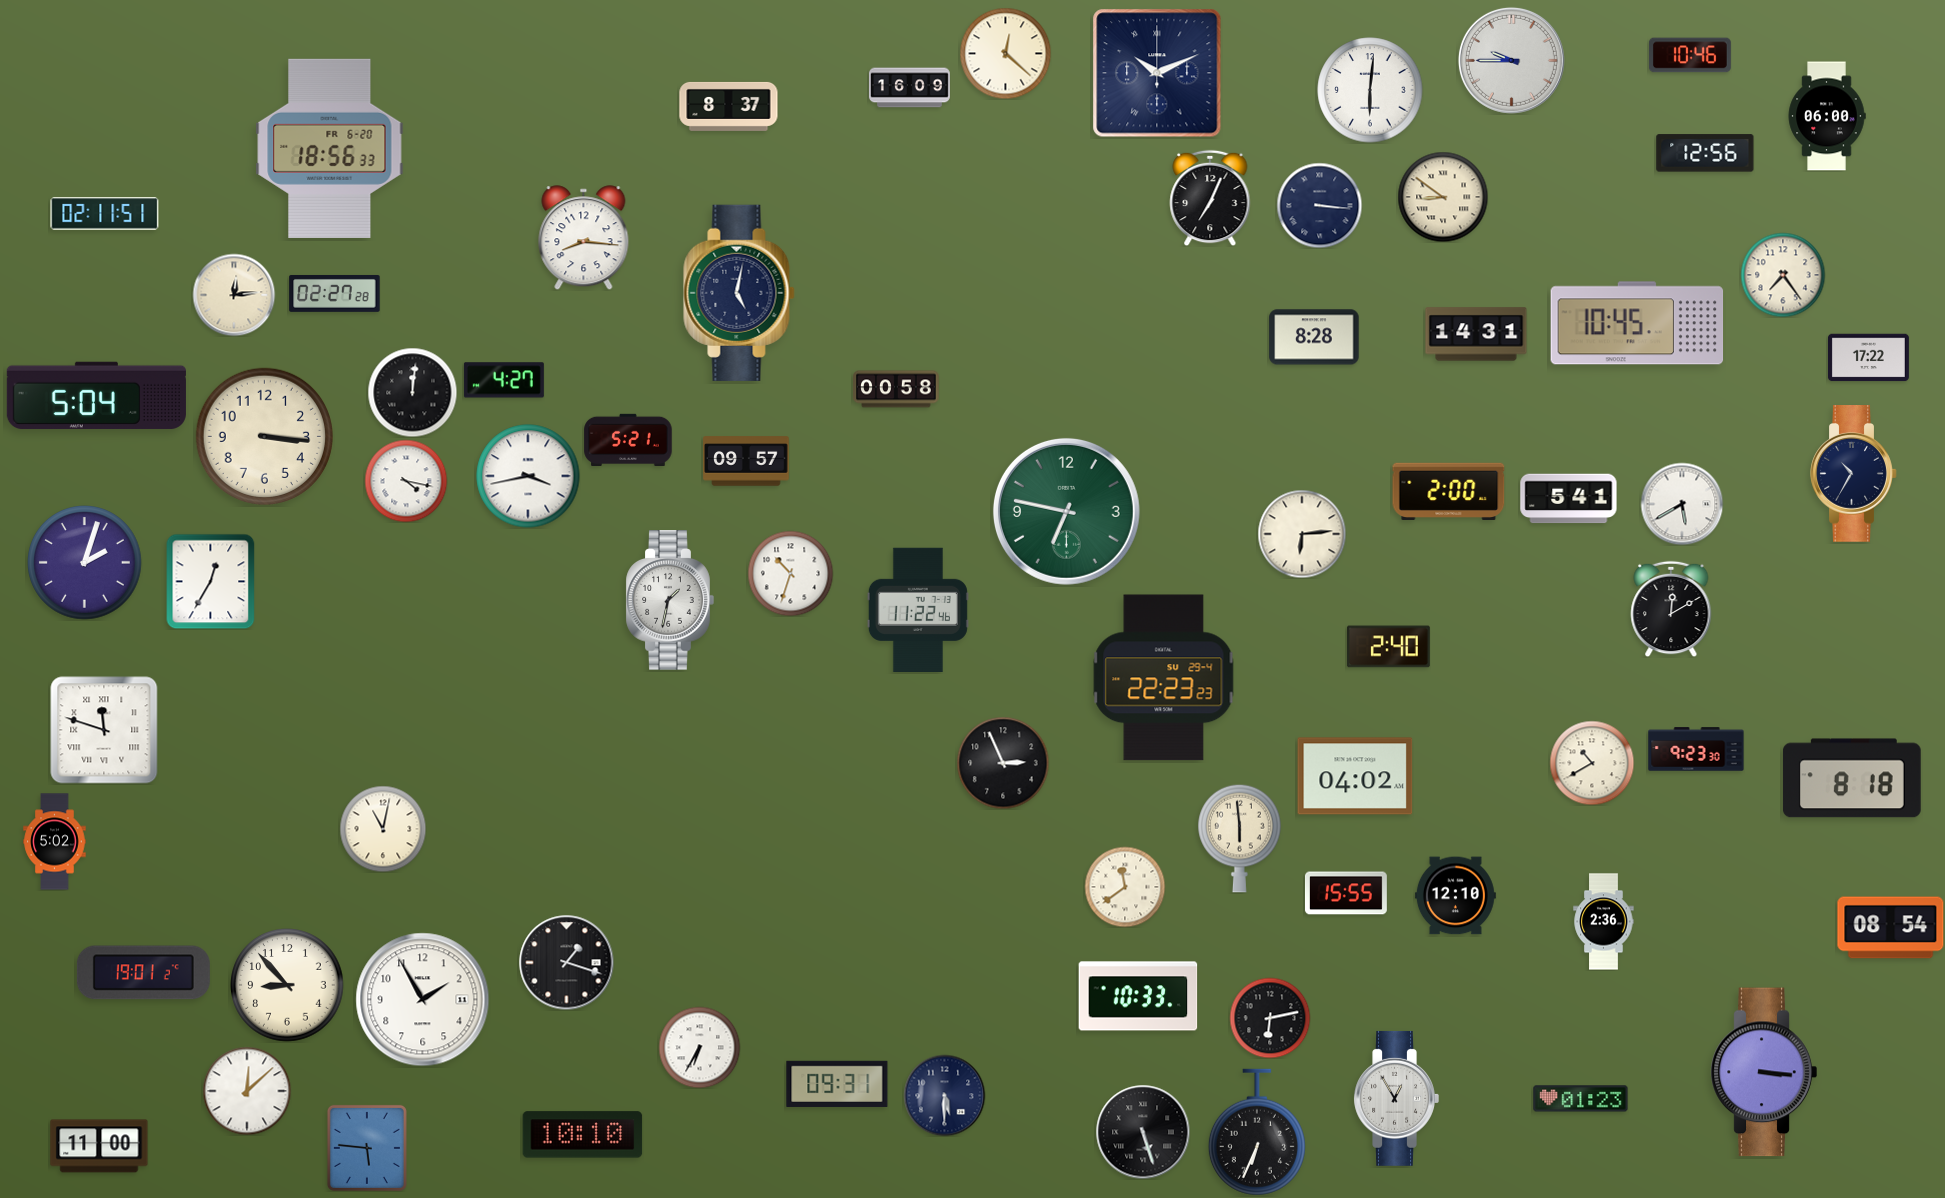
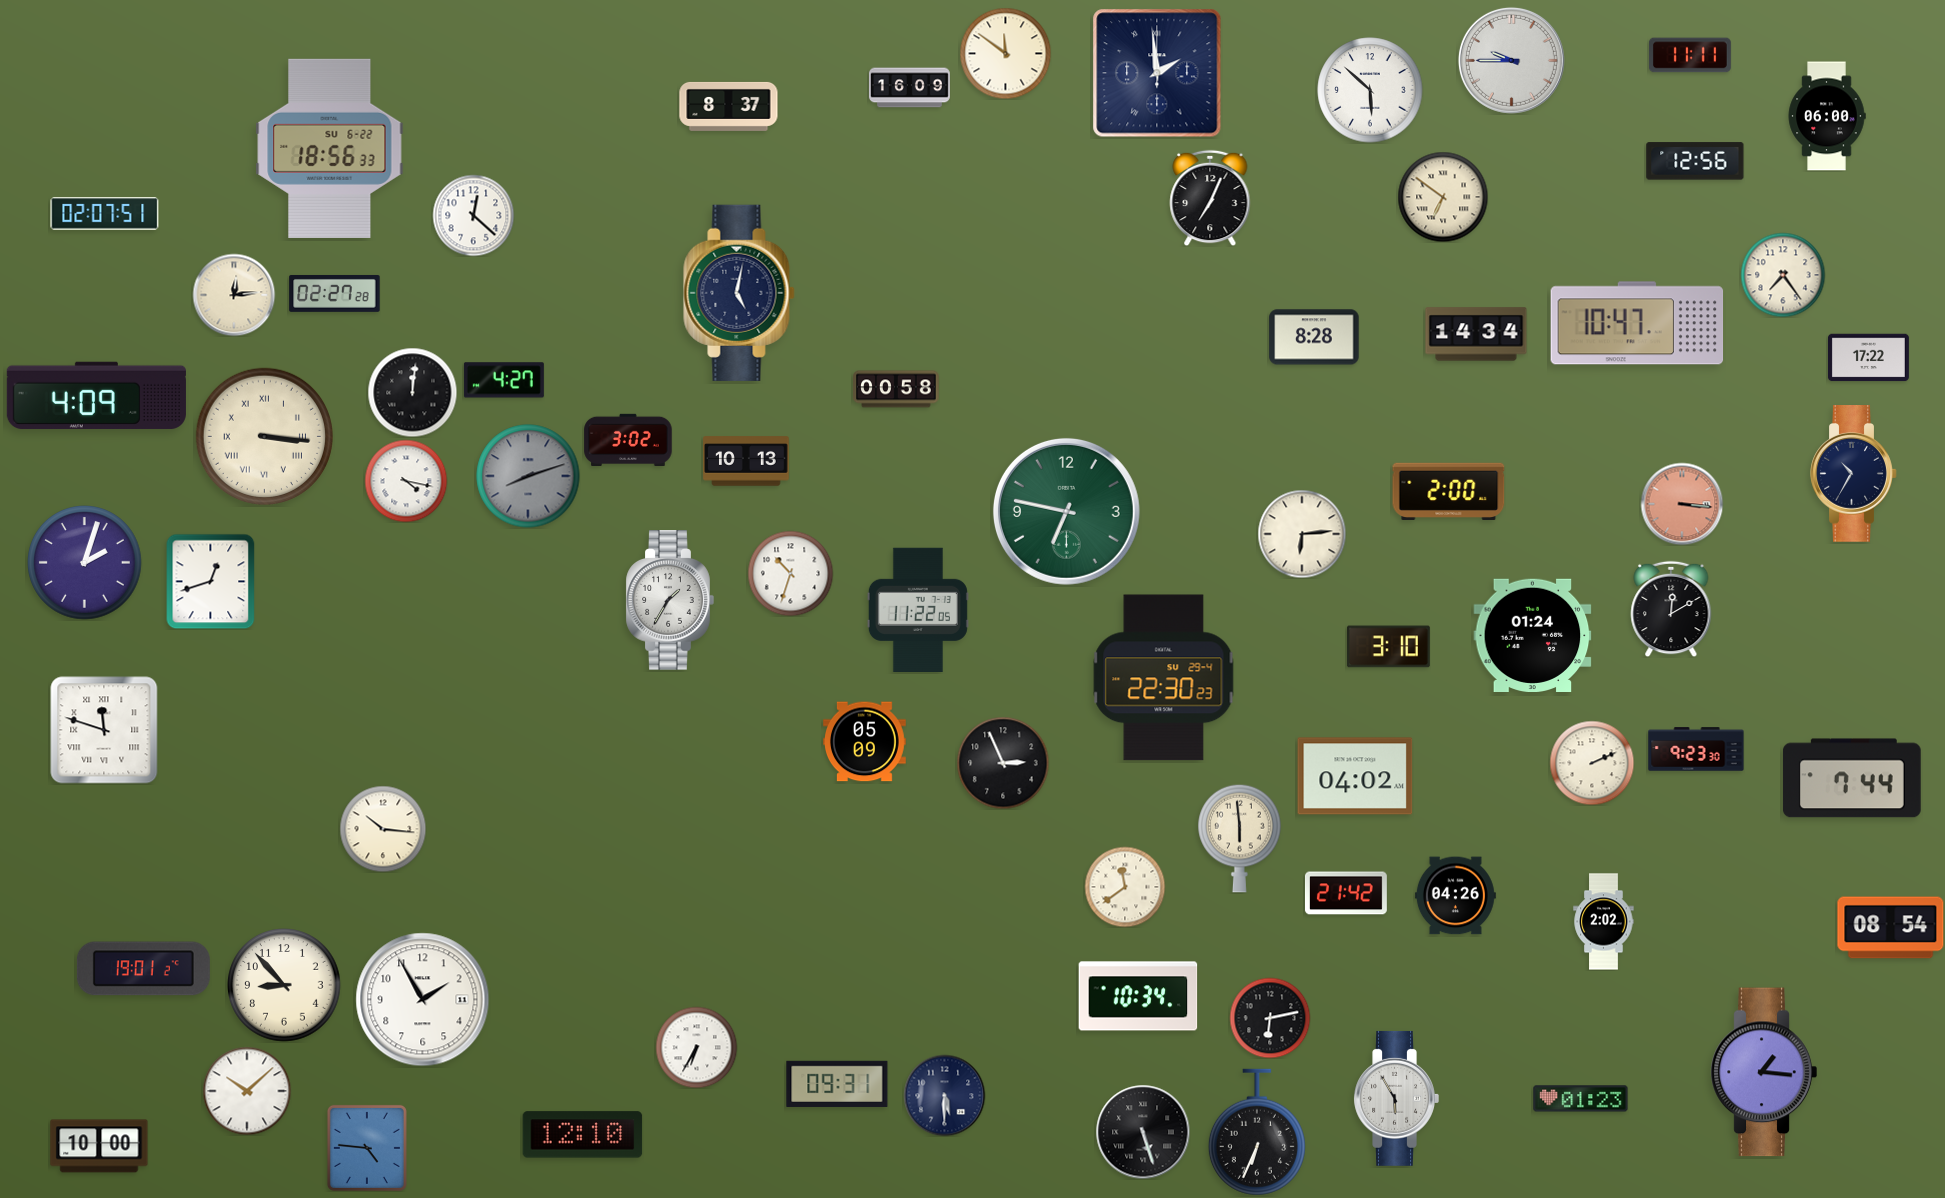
clock at (1005, 53): 12:22 -> 11:51
clock at (1690, 55): 10:46 -> 11:11
clock at (1157, 73): 10:11 -> 1:59
clock at (1370, 90): 6:01 -> 5:52
clock at (330, 148) date: FR 6-20 -> SU 6-22
clock at (1705, 153) position: (1705, 153) -> (1695, 161)
clock at (1443, 197): 8:51 -> 6:51
clock at (1319, 205): 3:16 -> none
clock at (105, 214): 02:11 -> 02:07
clock at (473, 215): none -> 12:22
clock at (584, 238): 8:16 -> none
clock at (1637, 323): 10:45 -> 10:47
clock at (1476, 334): 14:31 -> 14:34
clock at (96, 396): 5:04 -> 4:09
clock at (264, 436) numerals: Arabic -> Roman
clock at (628, 439): 5:21 -> 3:02
clock at (746, 461): 09:57 -> 10:13
clock at (528, 476): 3:43 -> 8:12
clock at (528, 476) dial: white -> grey
clock at (1569, 499): 5:41 -> none
clock at (1682, 504): 5:40 -> 3:16
clock at (1682, 504) dial: white -> salmon
clock at (211, 581): 12:35 -> 12:42
clock at (670, 600): 1:32 -> 1:35
clock at (918, 609): 11:22:46 -> 11:22:05
clock at (1533, 635): none -> 01:24
clock at (1388, 647): 2:40 -> 3:10
clock at (1164, 678): 22:23 -> 22:30
clock at (865, 742): none -> 05:09
clock at (1592, 763): 10:40 -> 2:11
clock at (1852, 778): 8:18 -> 7:44
clock at (383, 829): 11:02 -> 10:16
clock at (55, 842): 5:02 -> none
clock at (1346, 893): 15:55 -> 21:42
clock at (1455, 896): 12:10 -> 04:26
clock at (1604, 922): 2:36 -> 2:02
clock at (566, 962): 1:18 -> none
clock at (143, 973) position: (143, 973) -> (143, 969)
clock at (287, 985) position: (287, 985) -> (284, 985)
clock at (1138, 996): 10:33 -> 10:34
clock at (699, 1047) position: (699, 1047) -> (696, 1047)
clock at (1764, 1072): 3:16 -> 1:16
clock at (247, 1091): 12:08 -> 10:08
clock at (1396, 1098): 12:55 -> 5:55
clock at (583, 1135): 10:10 -> 12:10
clock at (99, 1146): 11:00 -> 10:00
clock at (367, 1148): 5:46 -> 4:46
